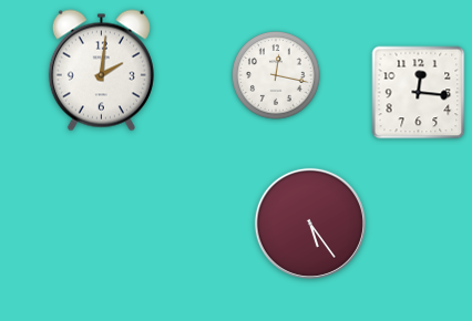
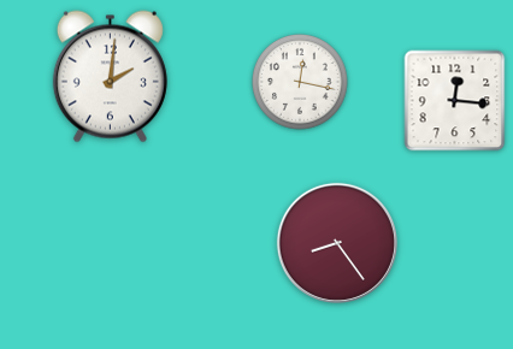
clock at (310, 224): 5:24 -> 8:24
